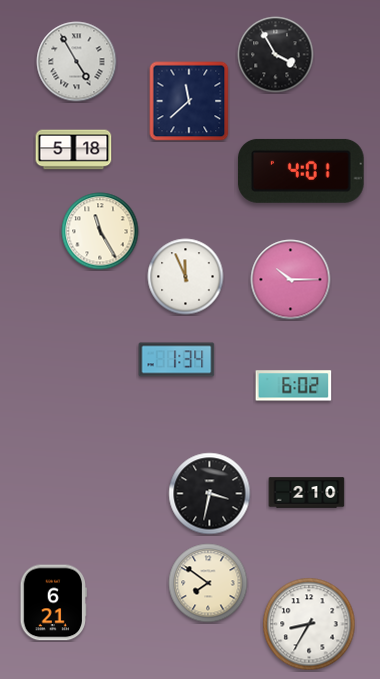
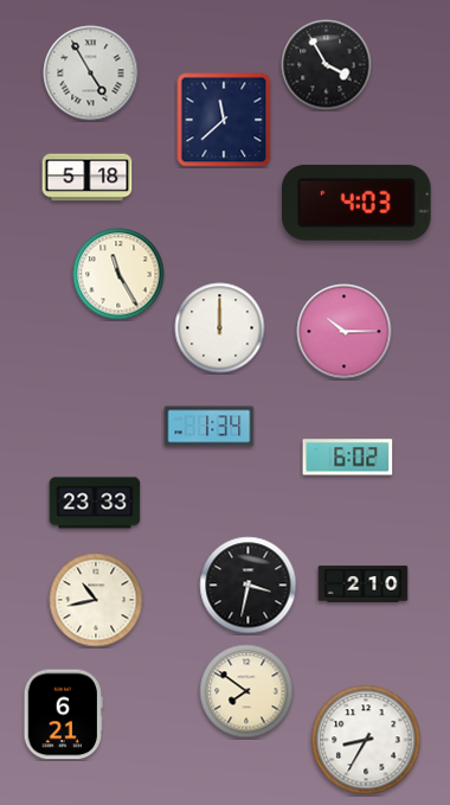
clock at (302, 171): 4:01 -> 4:03
clock at (186, 277): 11:56 -> 12:00
clock at (95, 503): none -> 23:33
clock at (96, 600): none -> 10:43
